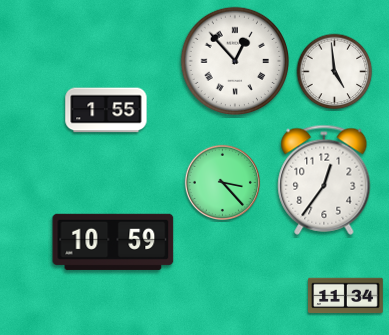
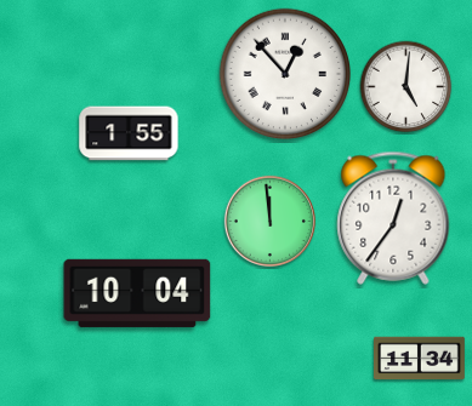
clock at (335, 72): 4:59 -> 5:01
clock at (222, 182): 3:23 -> 11:59
clock at (113, 242): 10:59 -> 10:04
